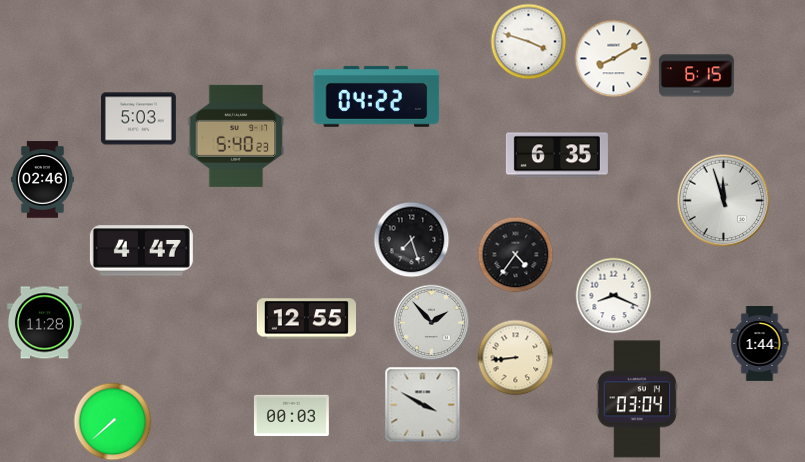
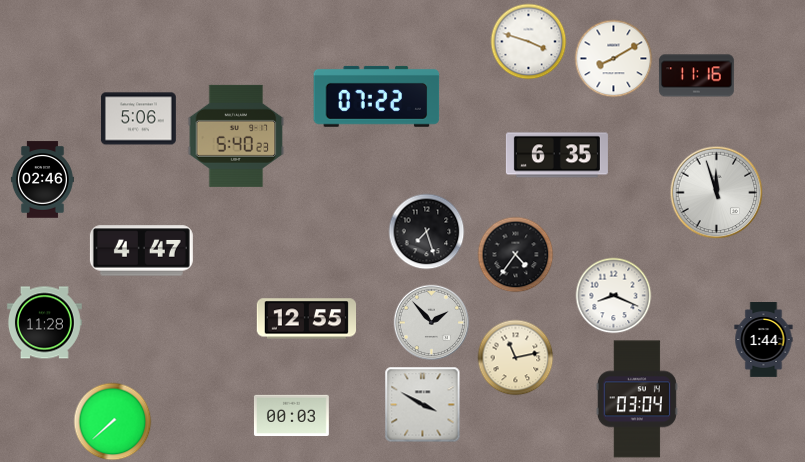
clock at (696, 76): 6:15 -> 11:16
clock at (377, 96): 04:22 -> 07:22
clock at (138, 119): 5:03 -> 5:06
clock at (724, 201) position: (724, 201) -> (717, 193)
clock at (412, 240) position: (412, 240) -> (427, 232)
clock at (760, 344) position: (760, 344) -> (764, 340)
clock at (516, 358): 8:44 -> 11:13
